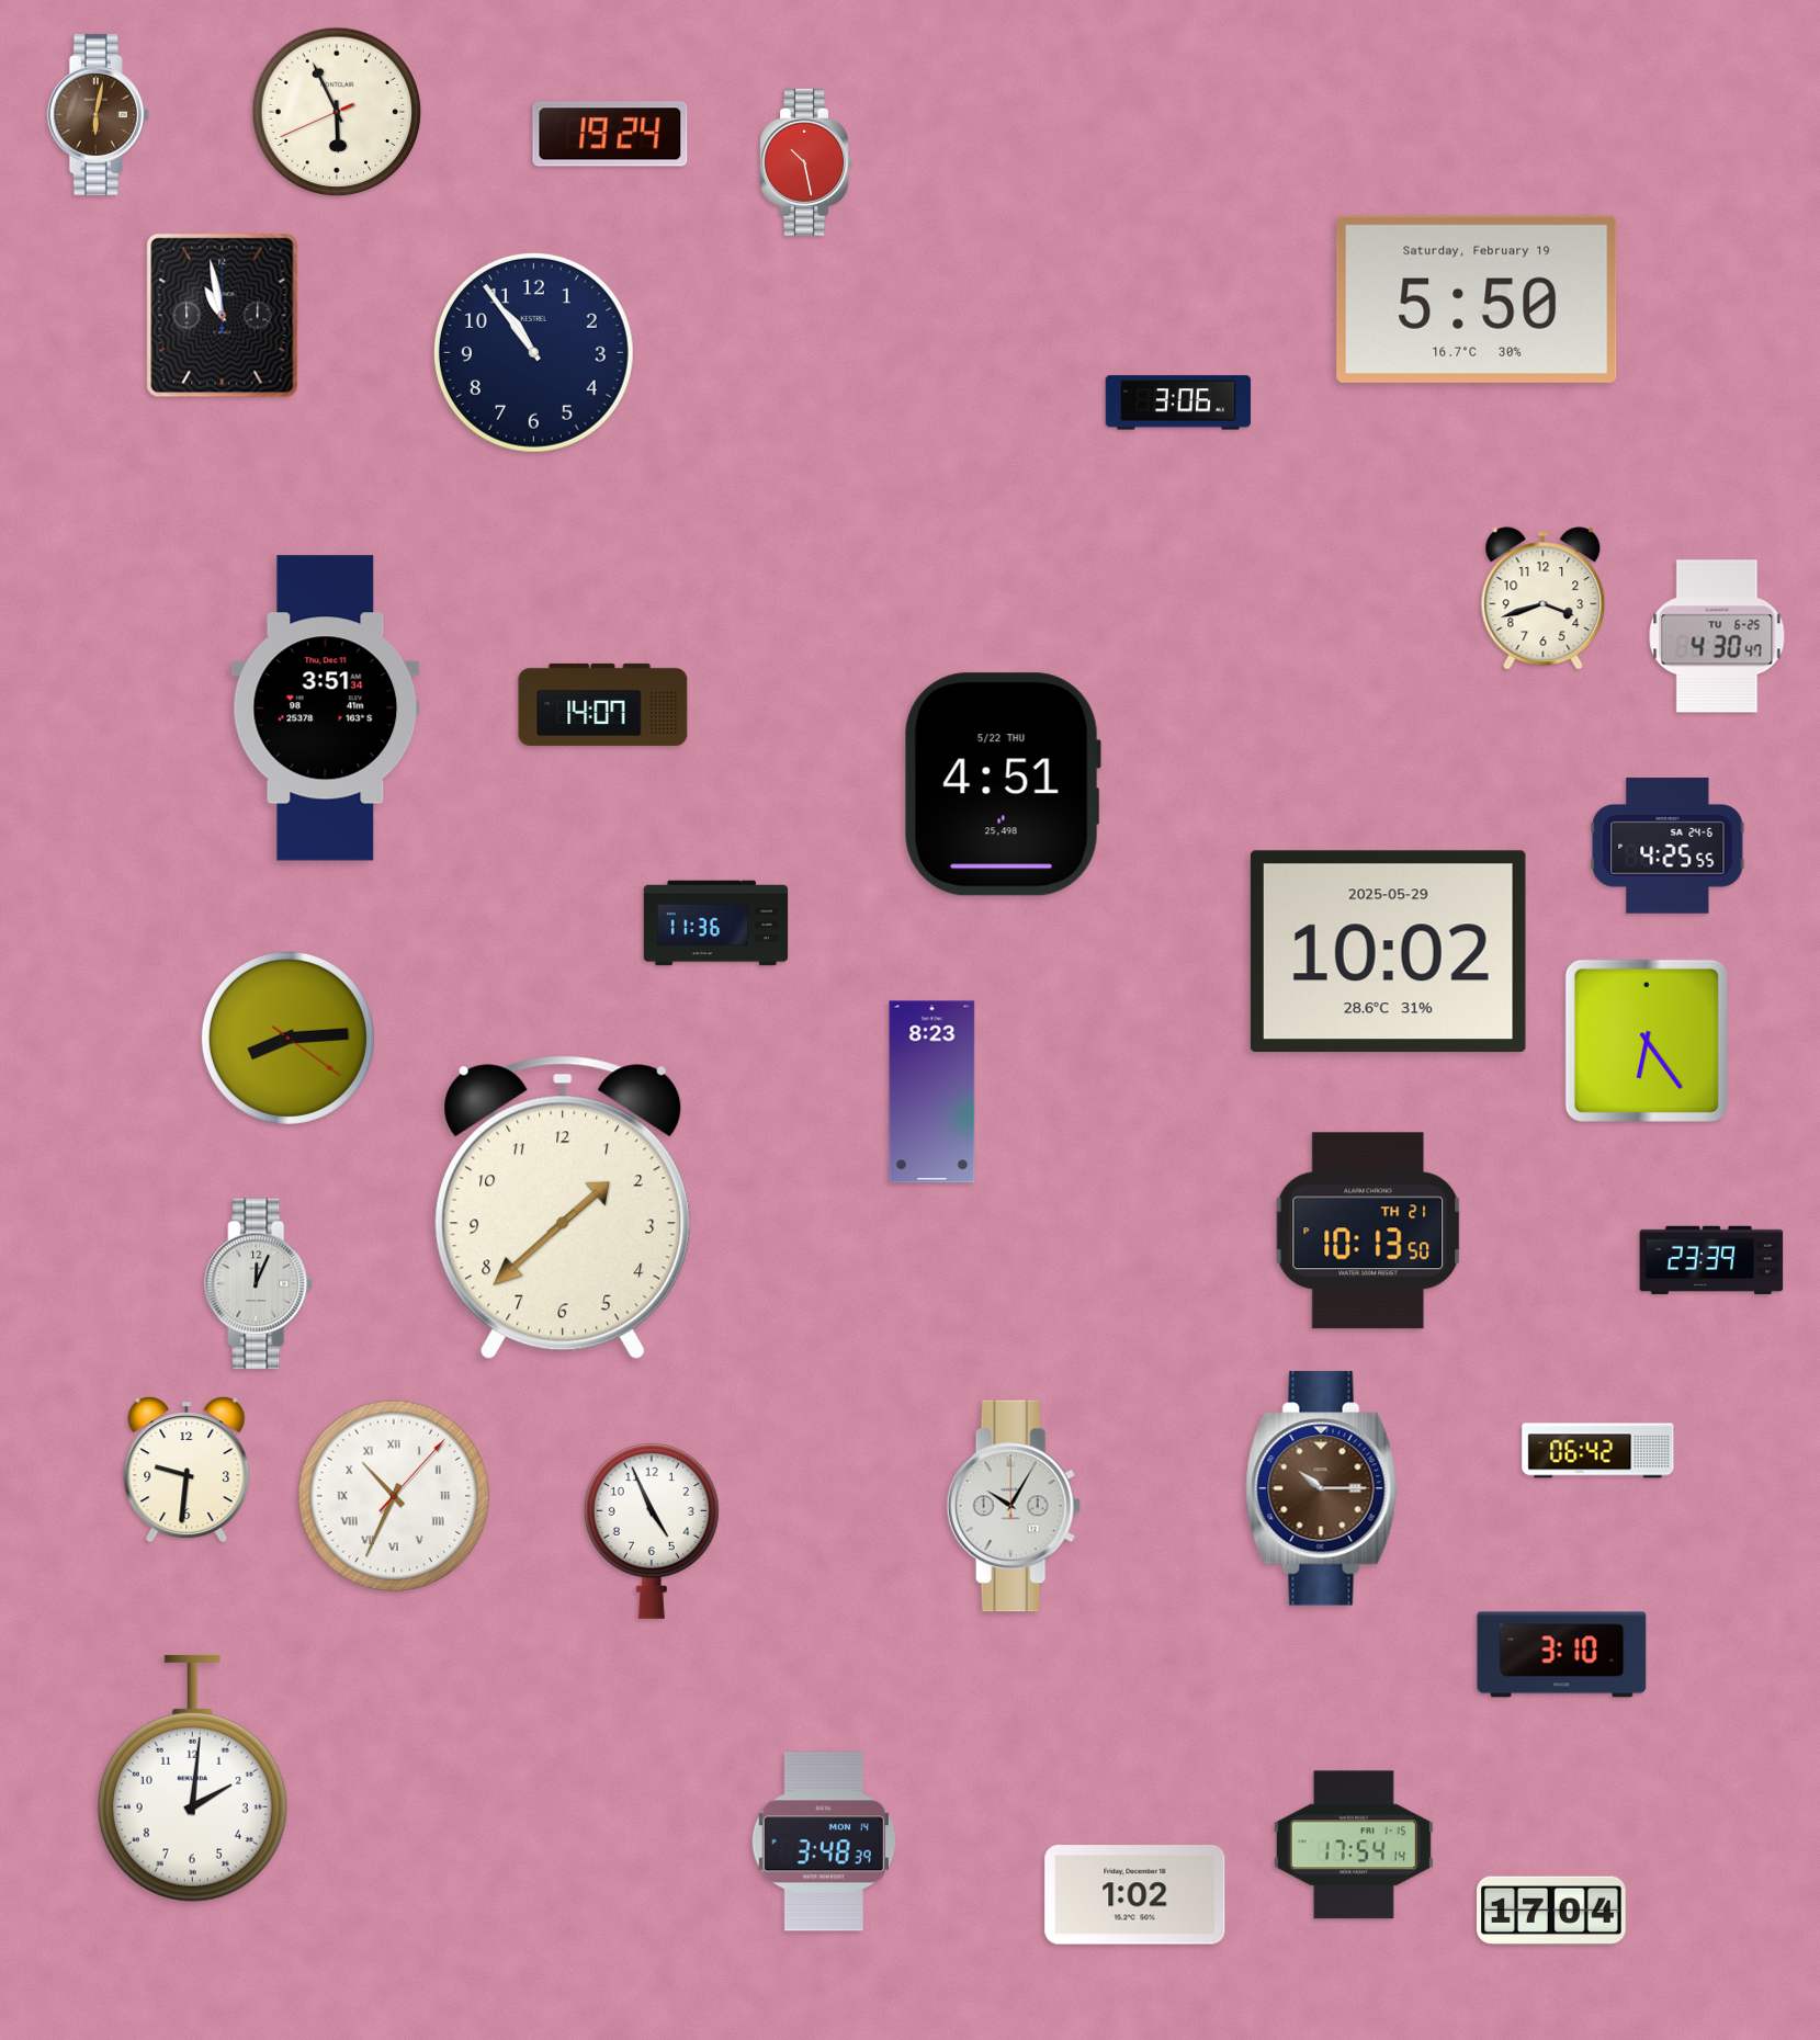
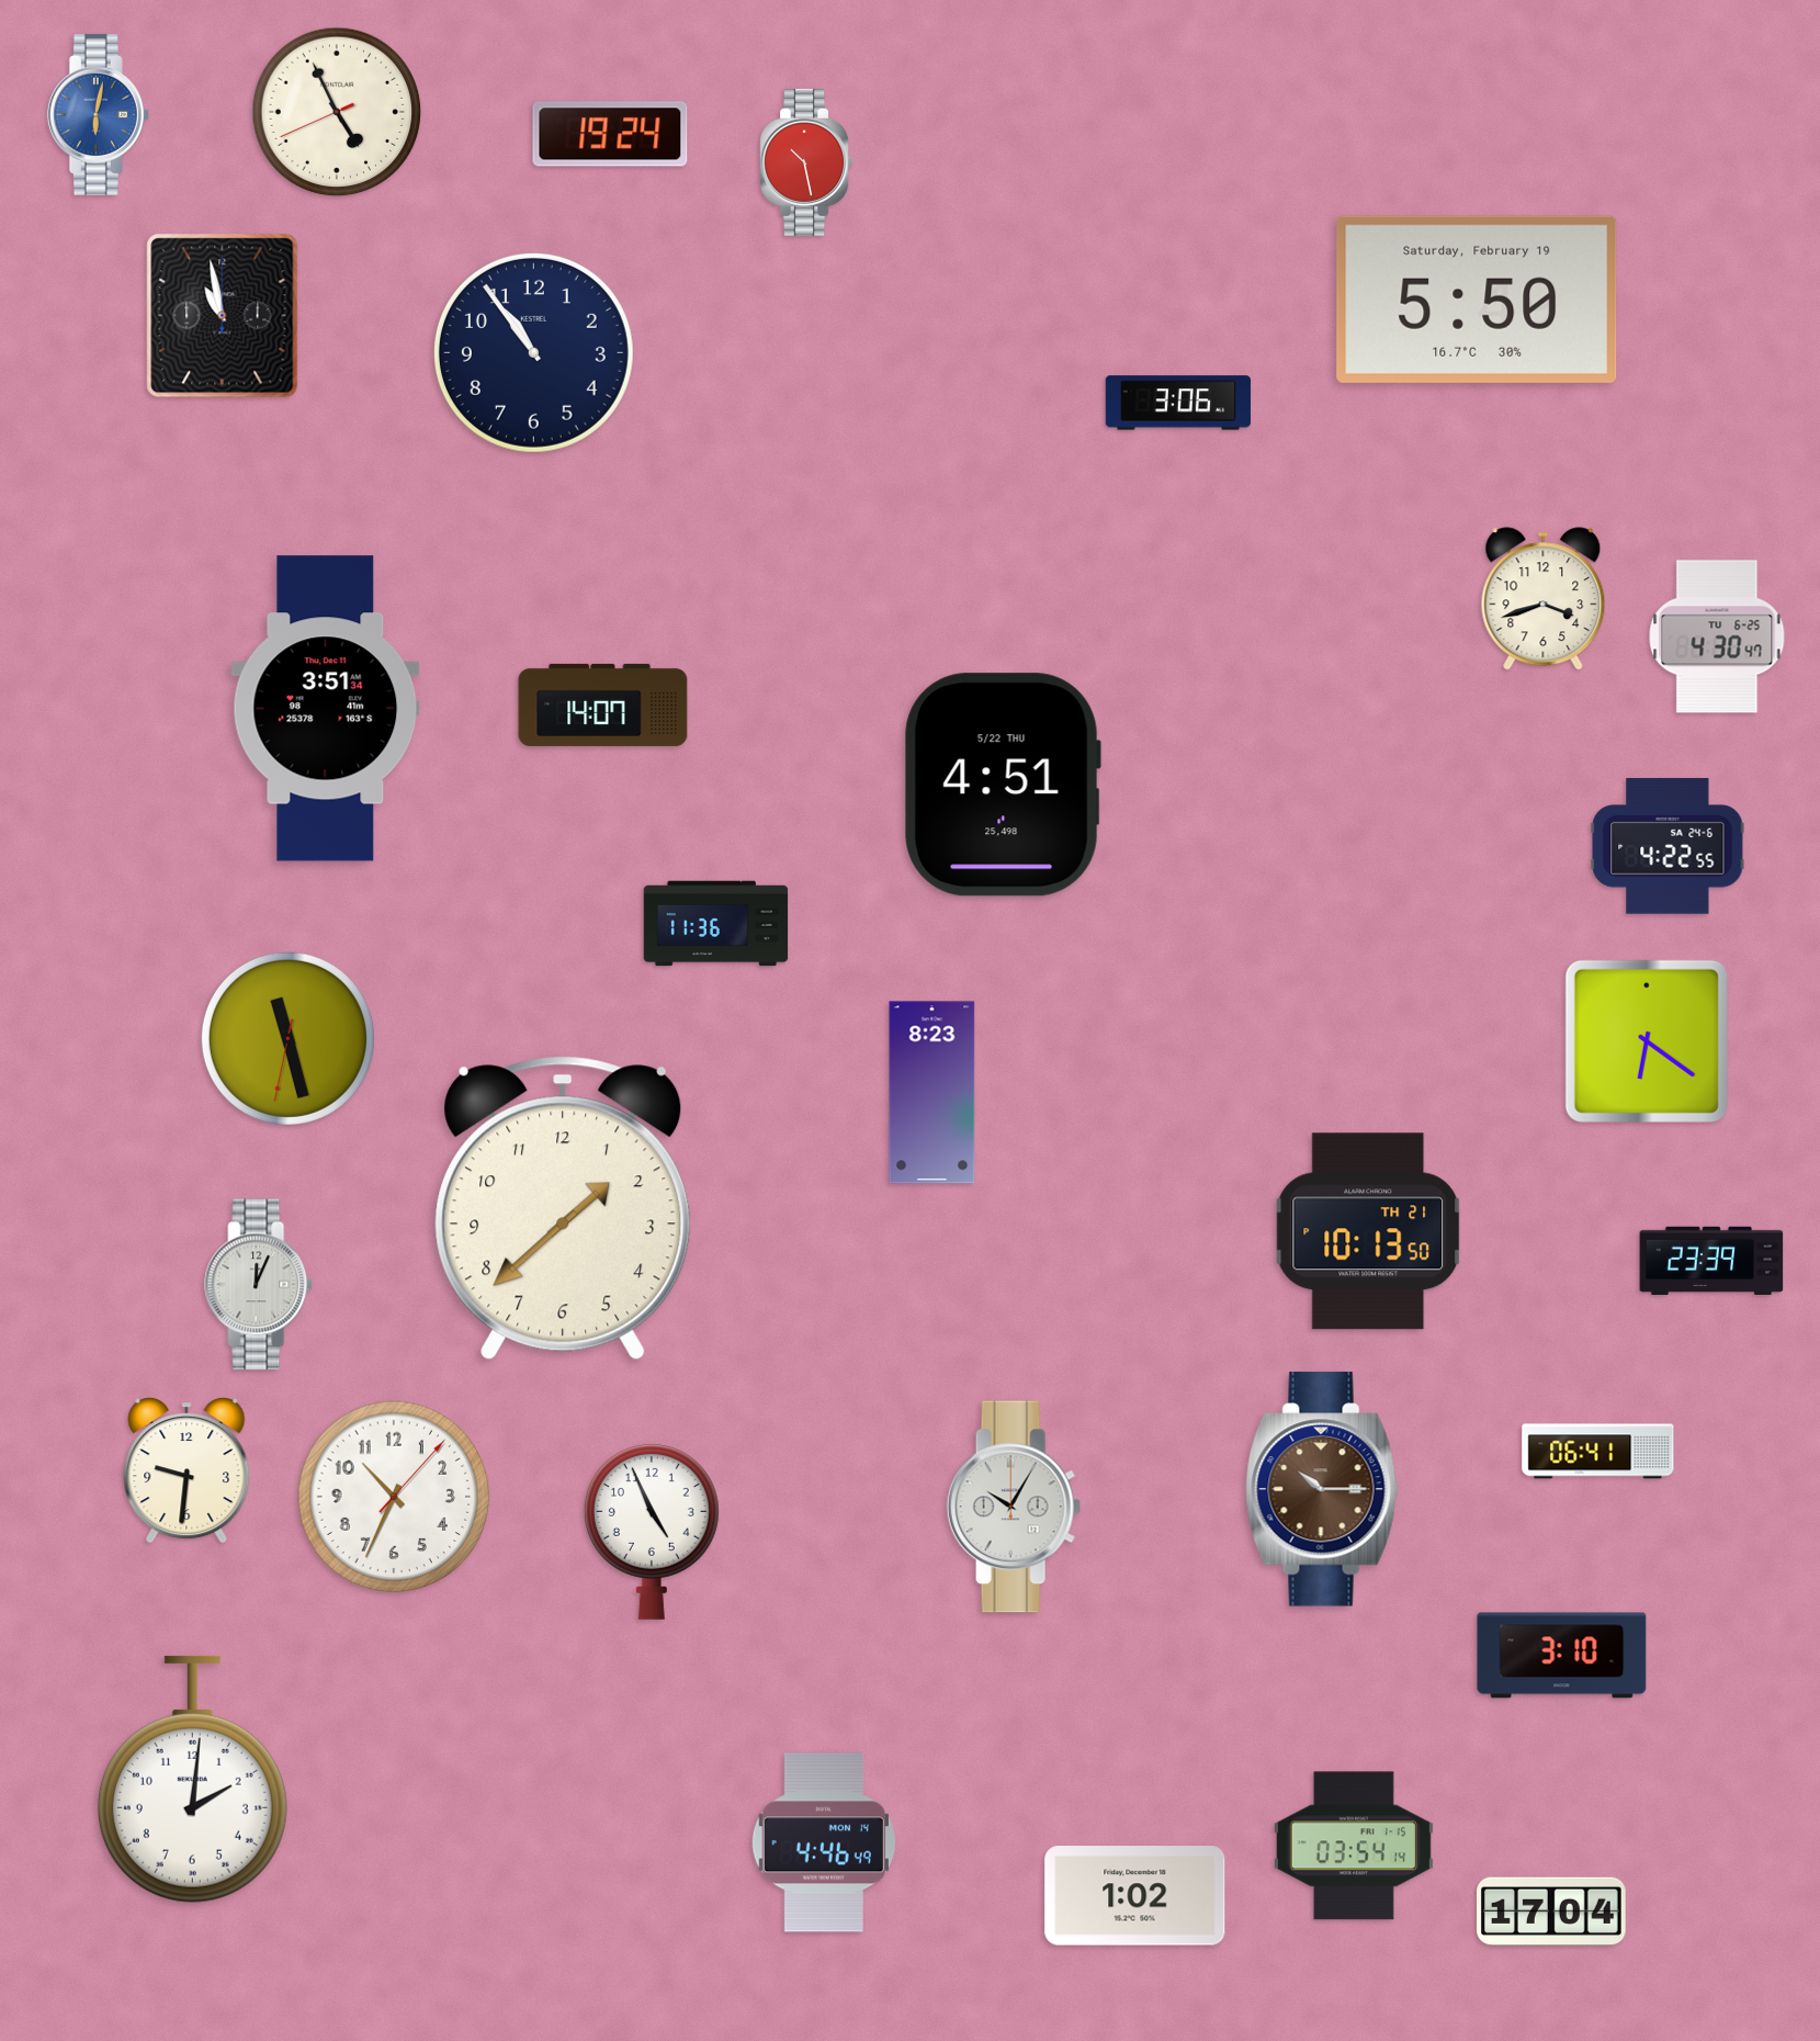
clock at (337, 112): 5:55 -> 4:55
clock at (98, 114) dial: brown -> blue
clock at (1668, 846): 4:25 -> 4:22
clock at (1388, 952): 10:02 -> none
clock at (287, 1038): 8:14 -> 11:27
clock at (1647, 1041): 6:24 -> 6:21
clock at (1598, 1451): 06:42 -> 06:41
clock at (394, 1496) numerals: Roman -> Arabic
clock at (824, 1841): 3:48 -> 4:46
clock at (1354, 1845): 17:54 -> 03:54
